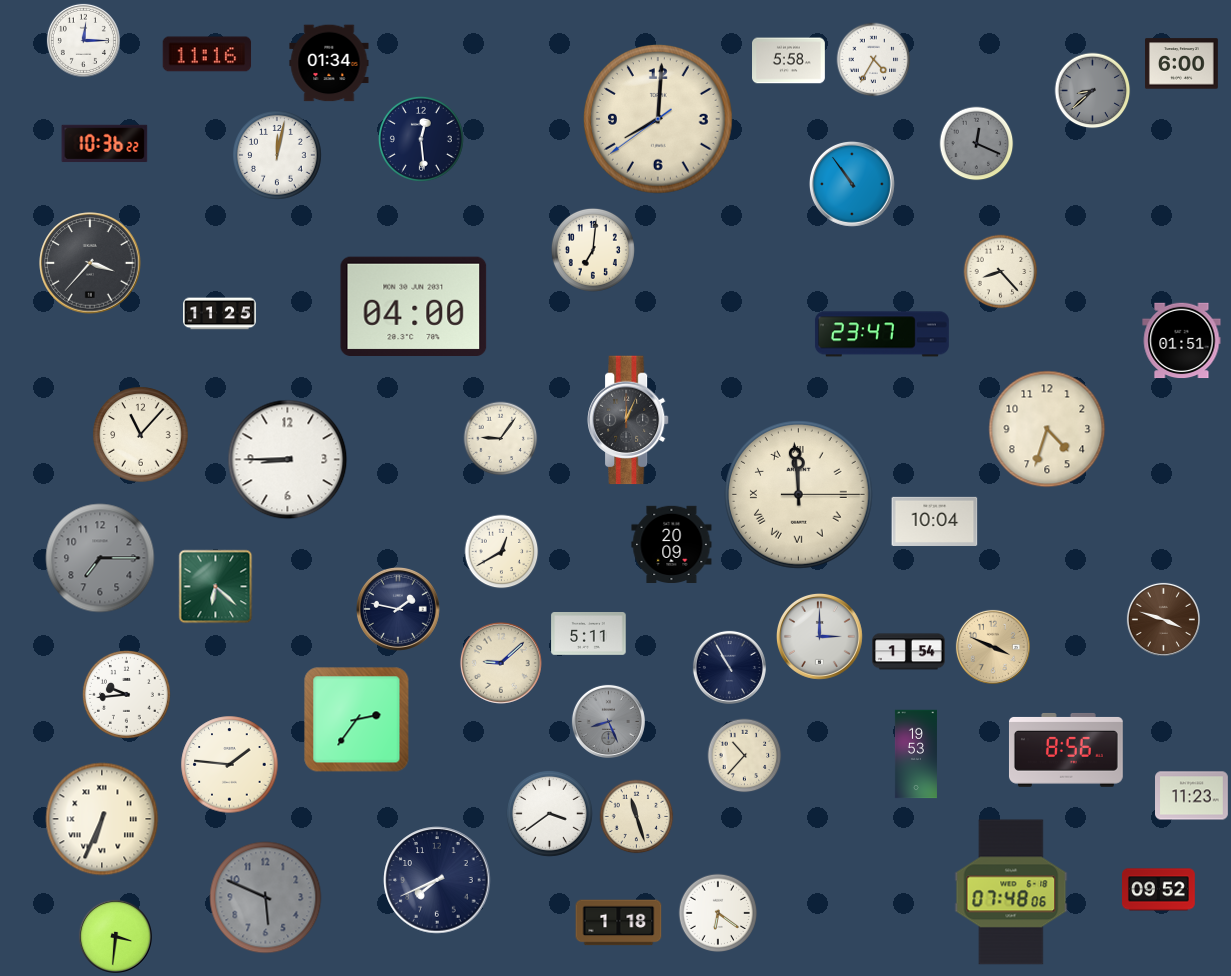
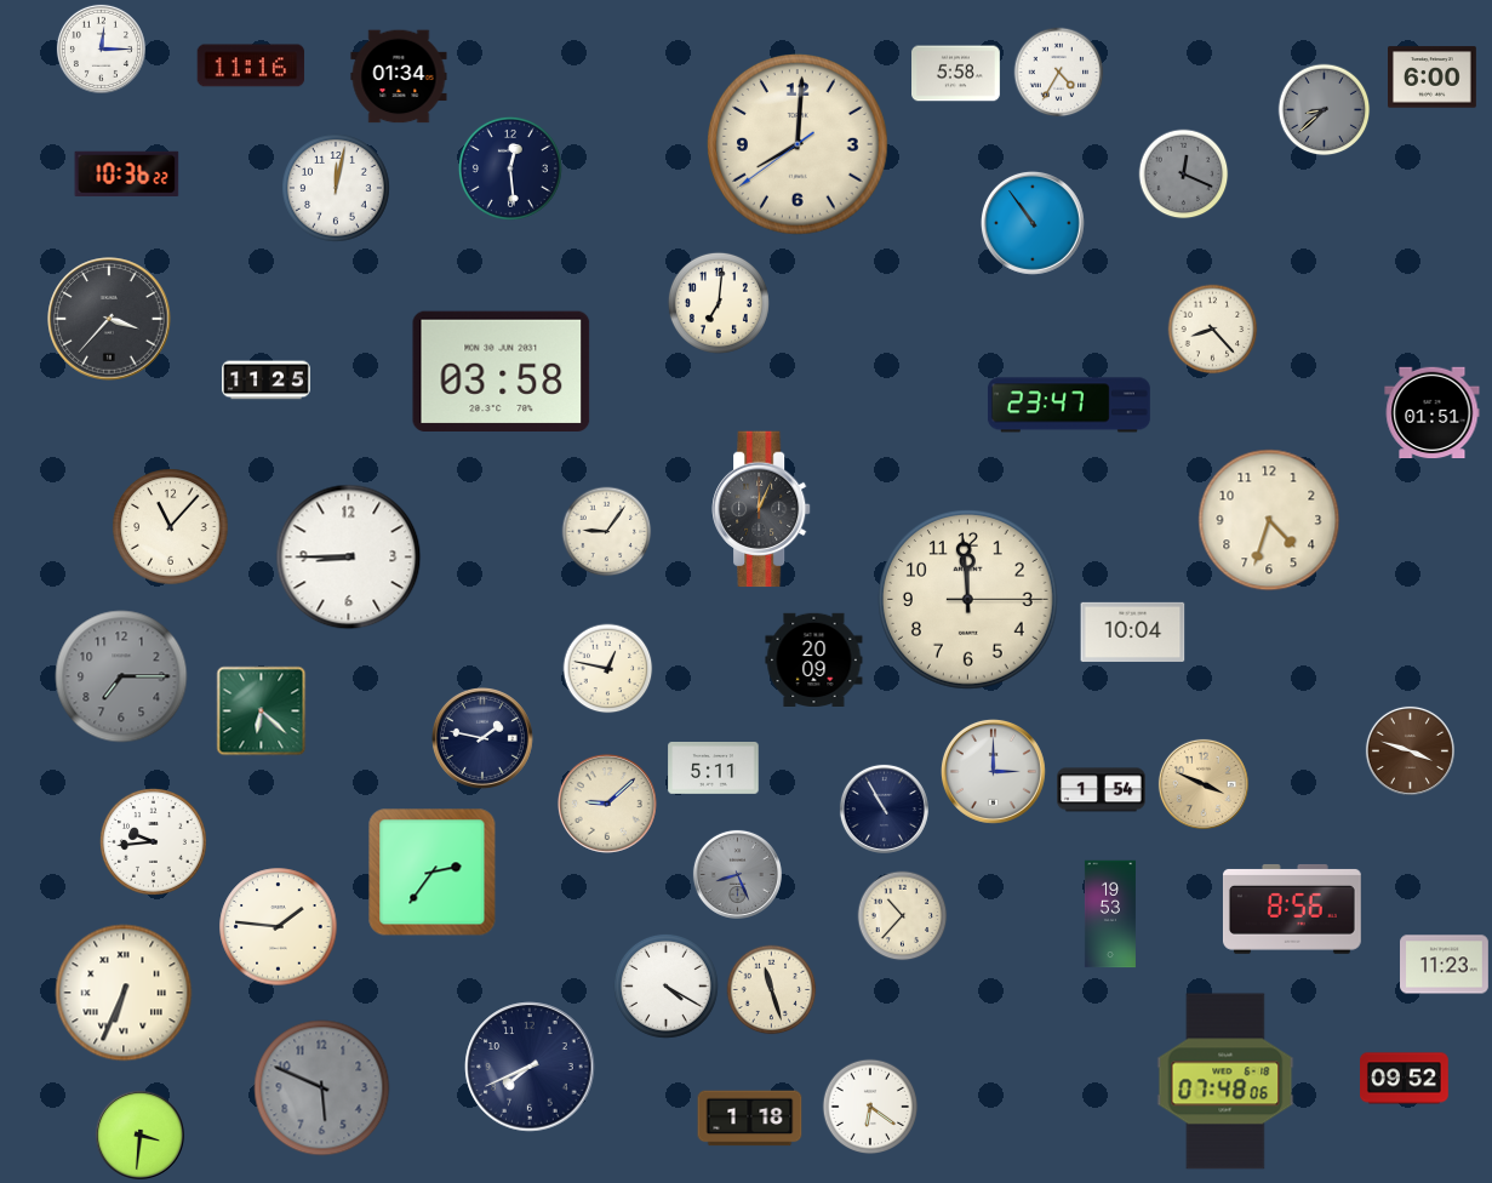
clock at (414, 307): 04:00 -> 03:58
clock at (799, 495) numerals: Roman -> Arabic
clock at (502, 552): 12:40 -> 12:47
clock at (549, 813): 3:39 -> 4:20
